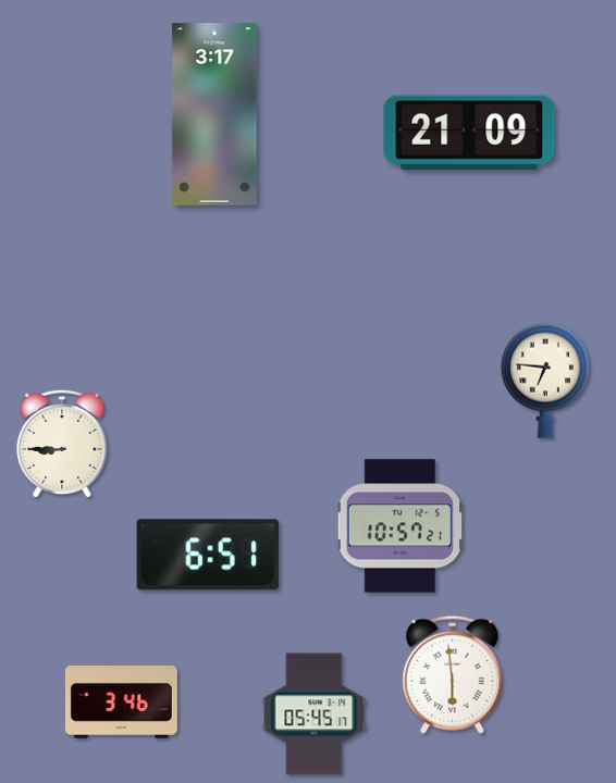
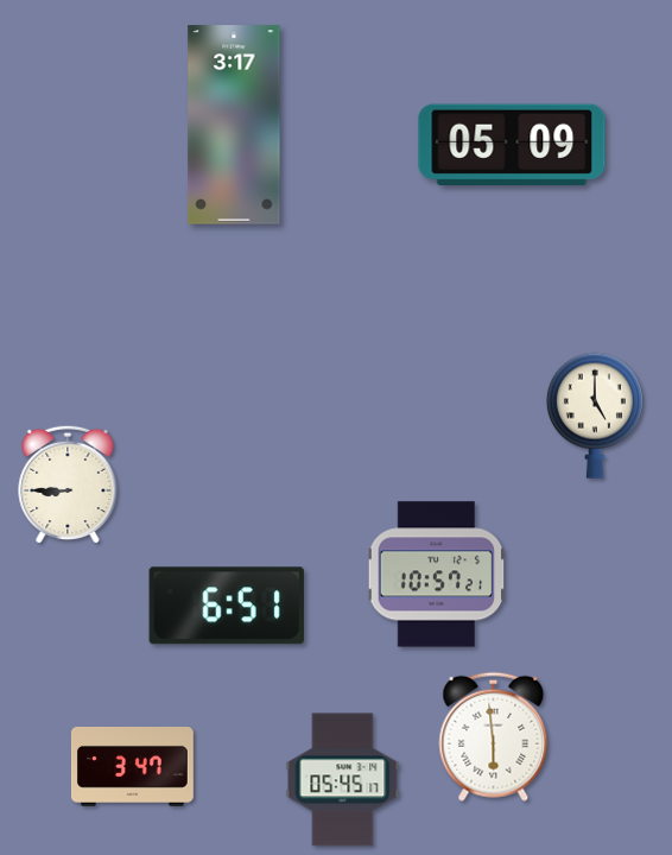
clock at (469, 133): 21:09 -> 05:09
clock at (545, 381): 6:46 -> 5:00
clock at (121, 703): 3:46 -> 3:47
